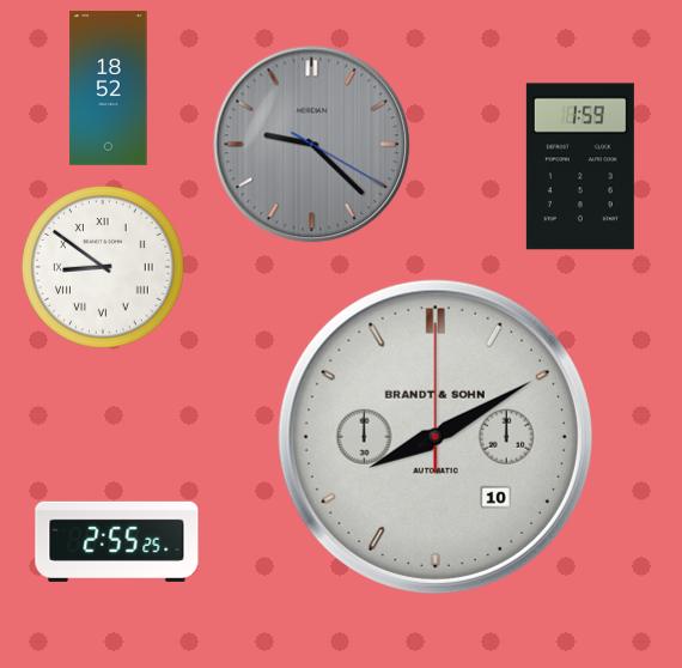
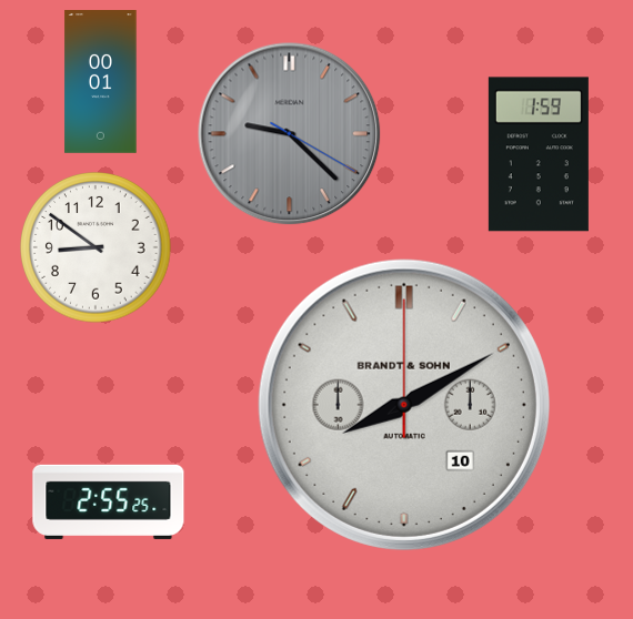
clock at (109, 89): 18:52 -> 00:01
clock at (103, 267) numerals: Roman -> Arabic
